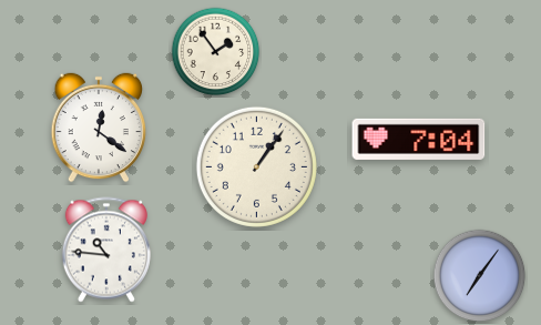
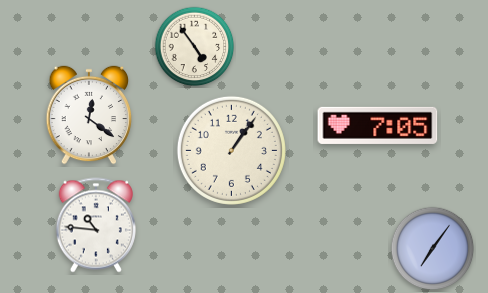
clock at (216, 52): 1:54 -> 4:54
clock at (419, 139): 7:04 -> 7:05
